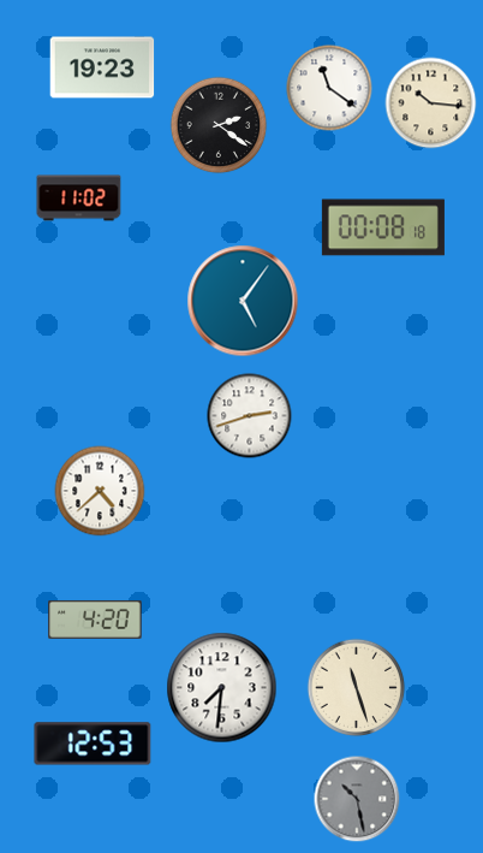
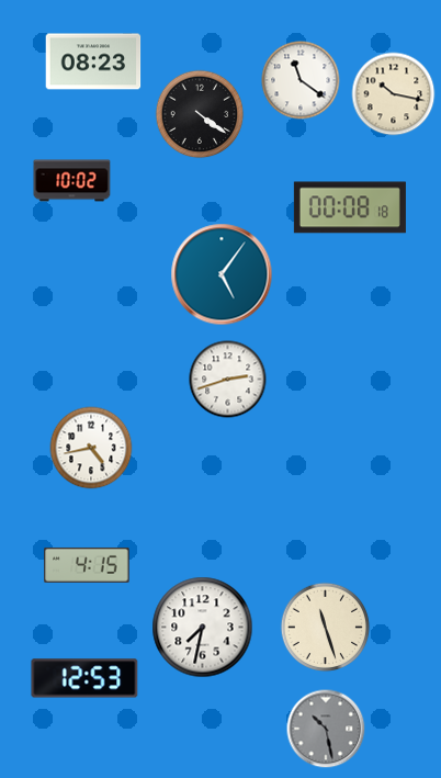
clock at (102, 67): 19:23 -> 08:23
clock at (431, 103): 10:16 -> 10:17
clock at (219, 125): 2:21 -> 4:21
clock at (79, 199): 11:02 -> 10:02
clock at (100, 491): 4:38 -> 4:43
clock at (95, 620): 4:20 -> 4:15
clock at (222, 688): 7:31 -> 7:32
